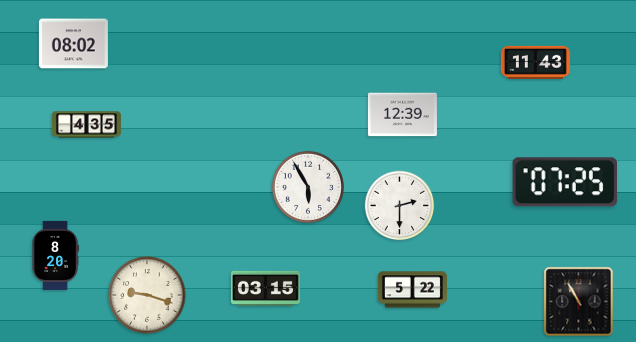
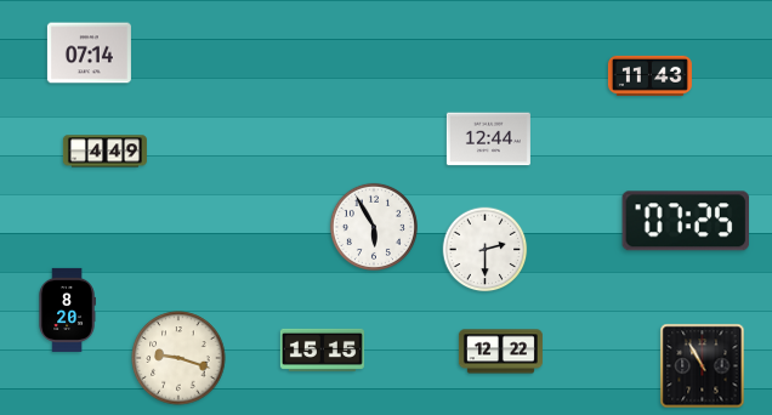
clock at (73, 44): 08:02 -> 07:14
clock at (402, 115): 12:39 -> 12:44
clock at (86, 125): 4:35 -> 4:49
clock at (265, 288): 03:15 -> 15:15
clock at (412, 290): 5:22 -> 12:22
